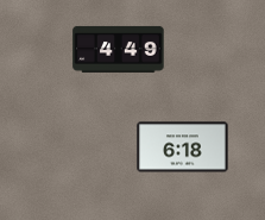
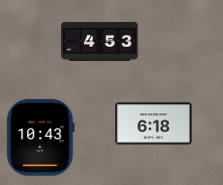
clock at (119, 49): 4:49 -> 4:53
clock at (41, 138): none -> 10:43
